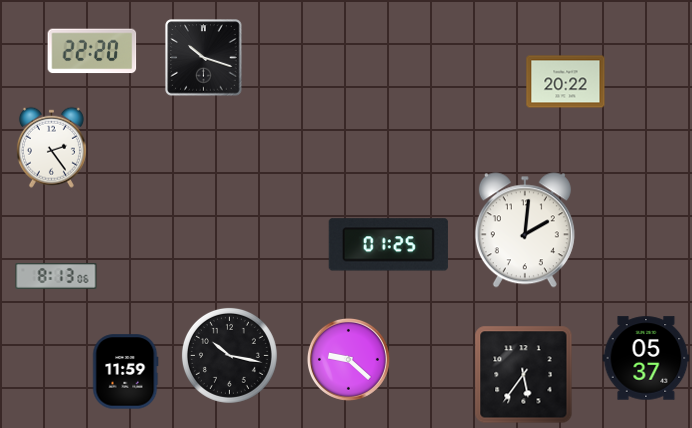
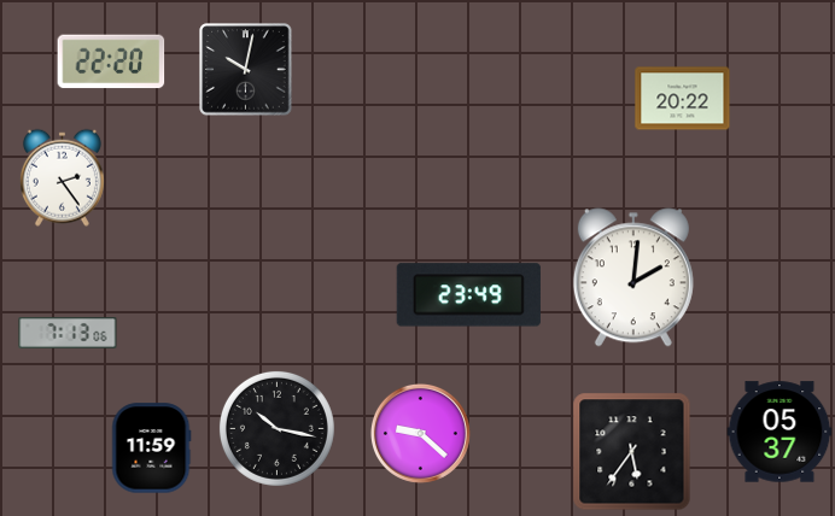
clock at (204, 58): 10:18 -> 10:02
clock at (388, 245): 01:25 -> 23:49
clock at (56, 277): 8:13 -> 7:13
